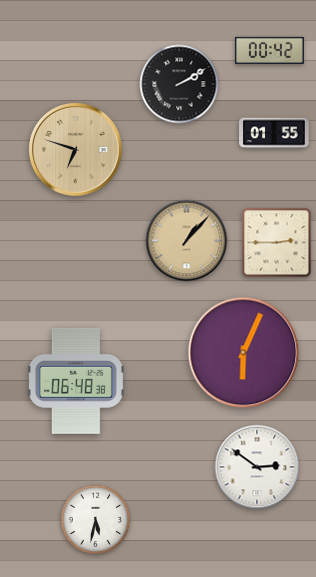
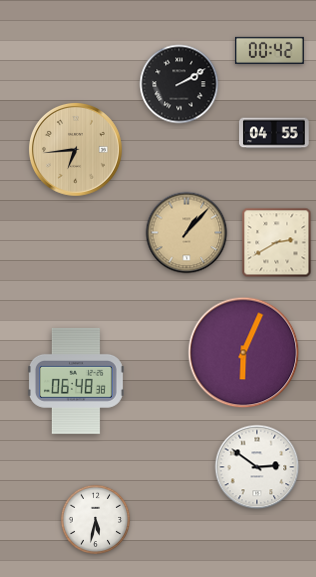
clock at (274, 133): 01:55 -> 04:55
clock at (75, 149): 6:48 -> 6:44
clock at (187, 241) position: (187, 241) -> (187, 233)
clock at (277, 243): 2:45 -> 2:40
